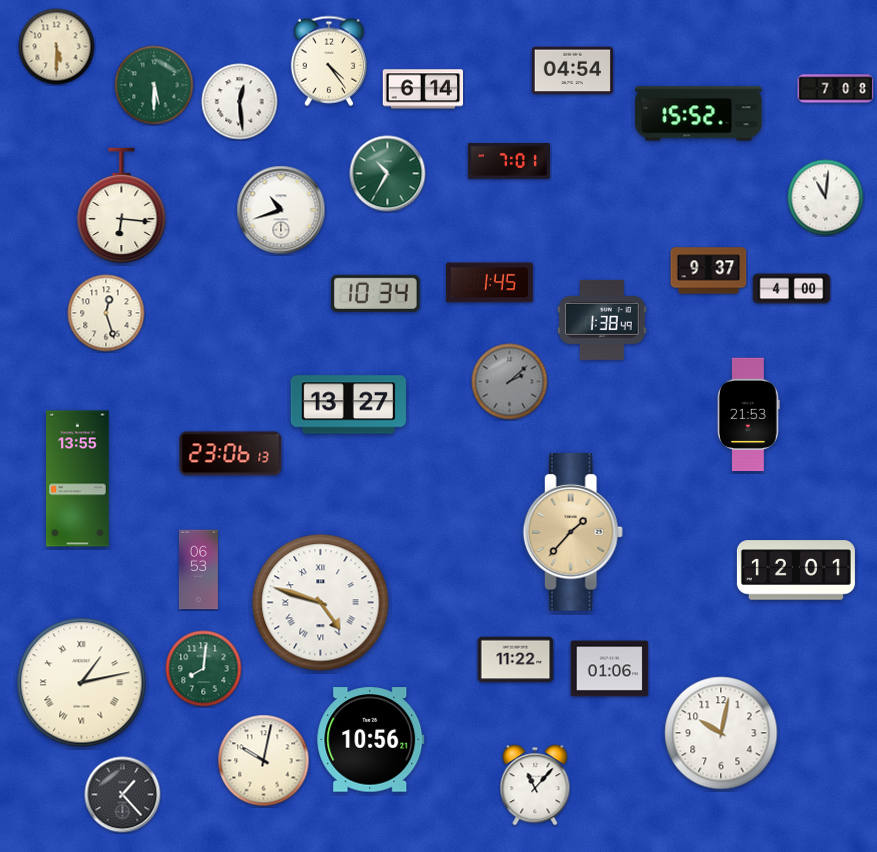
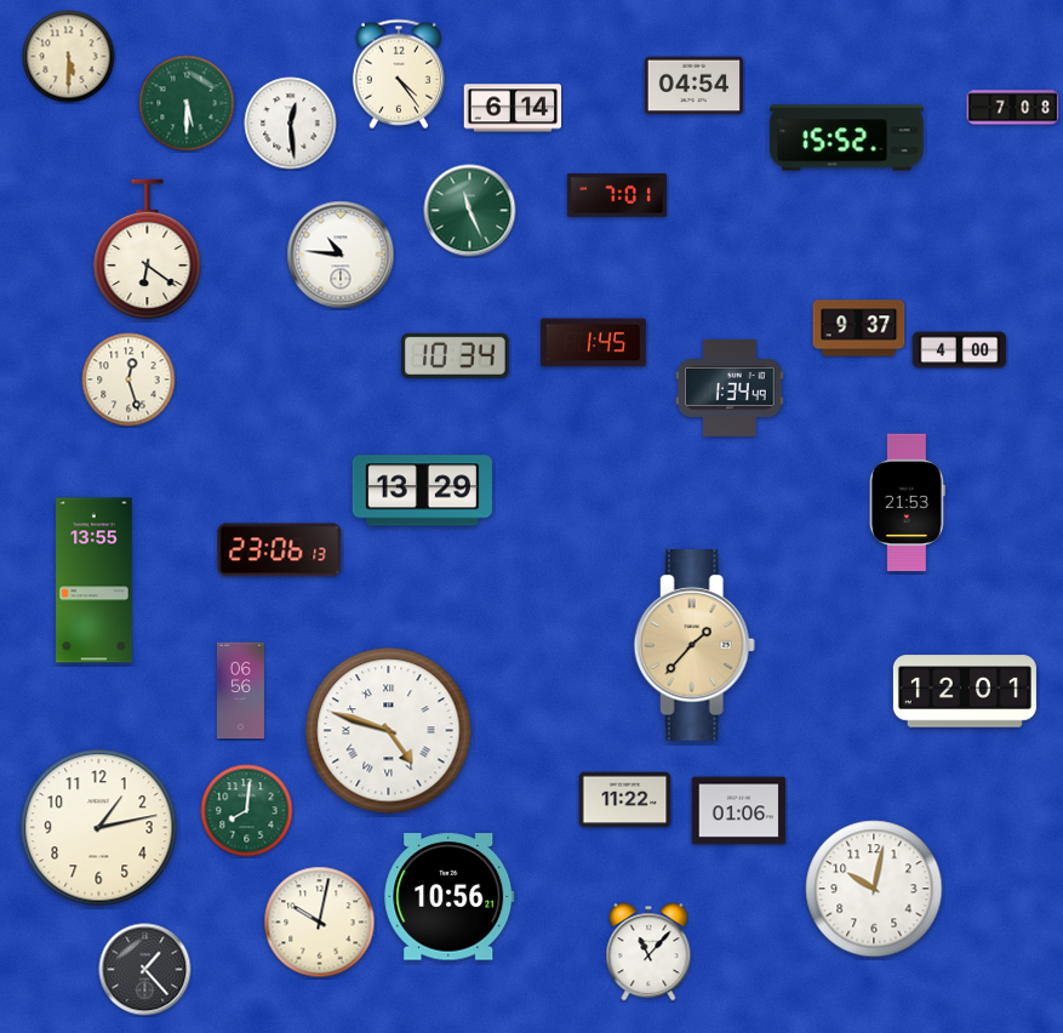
clock at (388, 174): 10:35 -> 11:26
clock at (826, 198): 11:01 -> none
clock at (122, 206): 6:16 -> 6:21
clock at (281, 210): 10:42 -> 10:46
clock at (602, 320): 1:38 -> 1:34
clock at (510, 382): 2:08 -> none
clock at (348, 405): 13:27 -> 13:29
clock at (198, 570): 06:53 -> 06:56
clock at (82, 683) numerals: Roman -> Arabic
clock at (123, 795) position: (123, 795) -> (145, 970)
